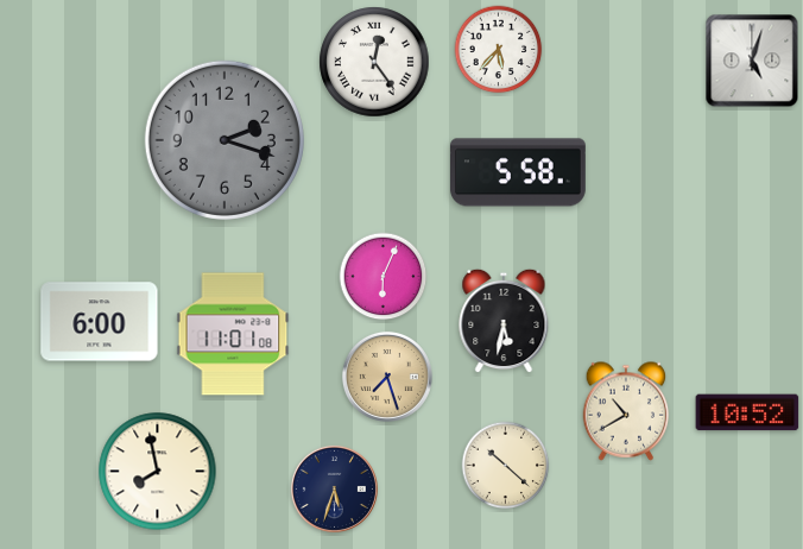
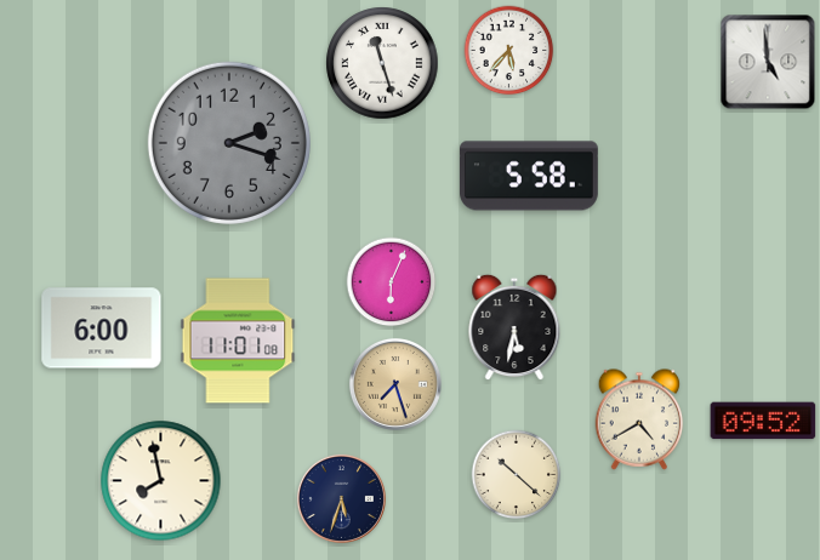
clock at (752, 61): 5:03 -> 4:59
clock at (374, 62): 12:24 -> 11:27
clock at (626, 411): 10:40 -> 4:40
clock at (747, 412): 10:52 -> 09:52
